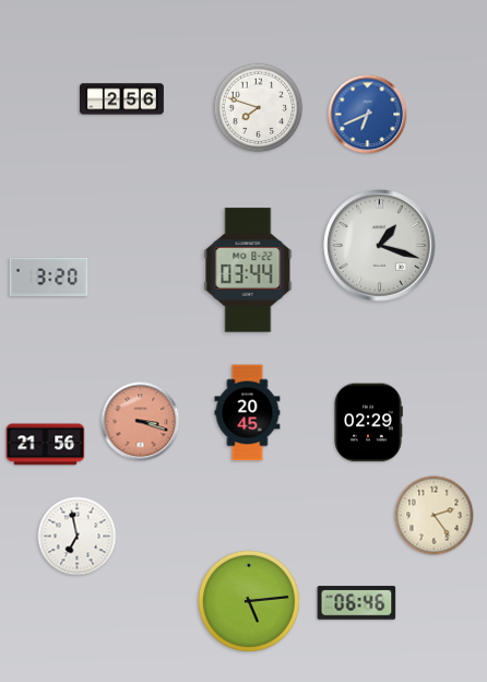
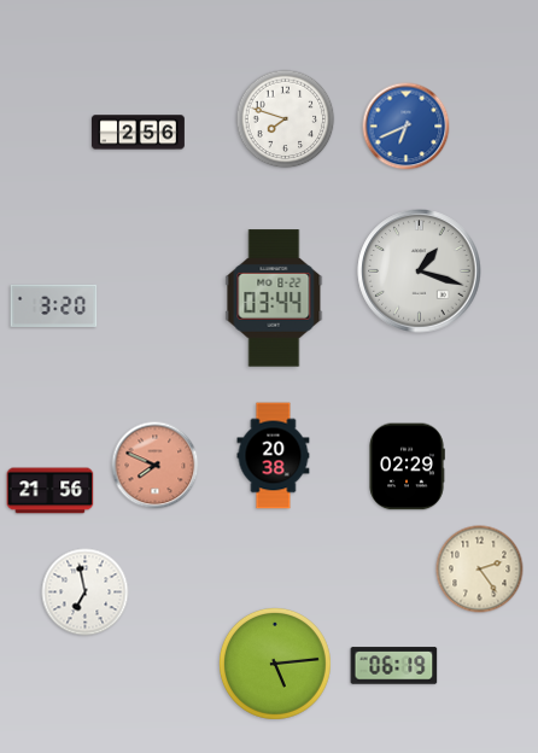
clock at (121, 99) position: (121, 99) -> (138, 133)
clock at (248, 413): 20:45 -> 20:38
clock at (141, 422): 3:18 -> 7:49
clock at (357, 603): 06:46 -> 06:19
